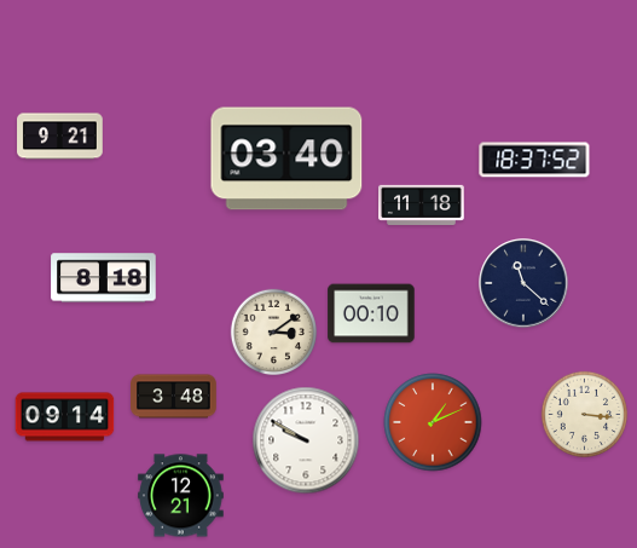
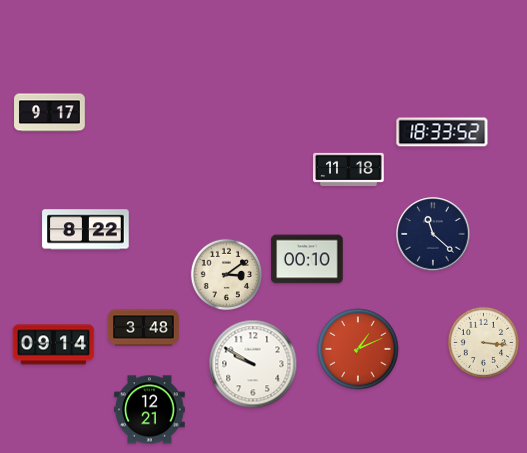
clock at (60, 137): 9:21 -> 9:17
clock at (286, 158): 03:40 -> none
clock at (534, 160): 18:37 -> 18:33
clock at (104, 278): 8:18 -> 8:22
